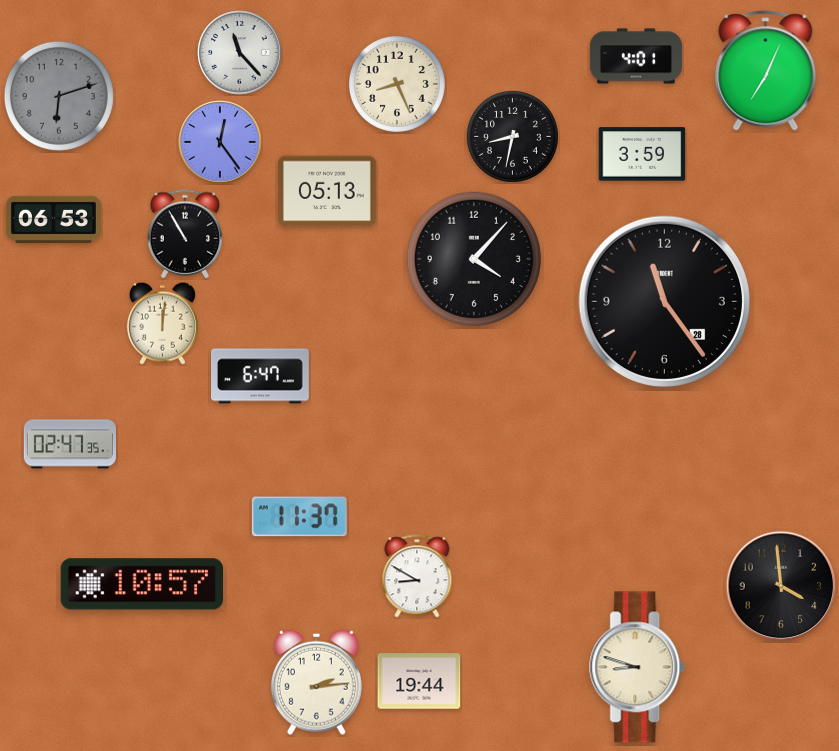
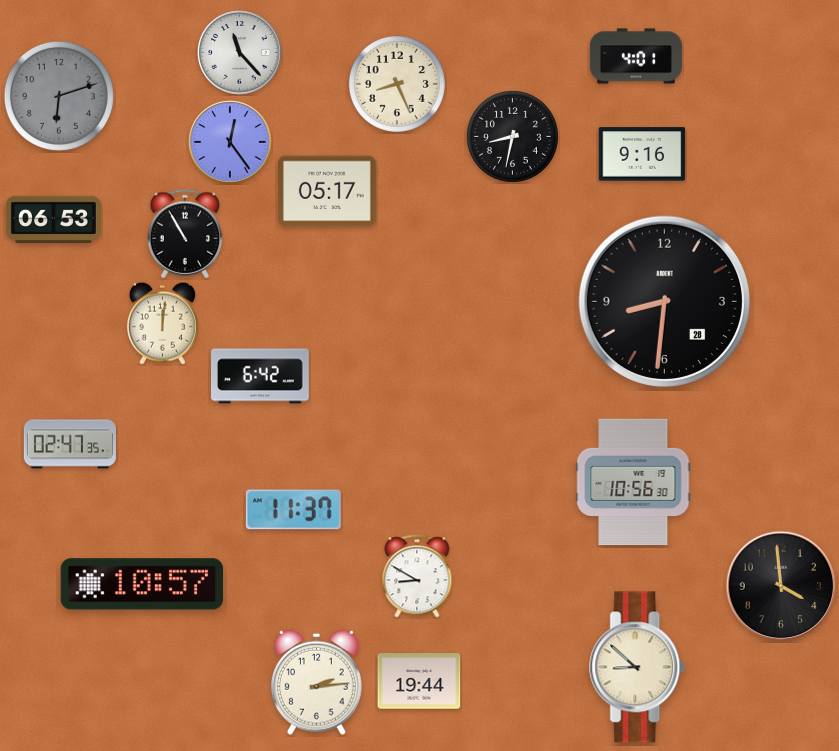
clock at (766, 71): 7:04 -> none
clock at (220, 142) position: (220, 142) -> (230, 142)
clock at (642, 154): 3:59 -> 9:16
clock at (327, 191): 05:13 -> 05:17
clock at (474, 259): 4:07 -> none
clock at (664, 301): 11:24 -> 8:31
clock at (261, 376): 6:47 -> 6:42
clock at (633, 482): none -> 10:56
clock at (299, 517) position: (299, 517) -> (293, 510)
clock at (638, 667): 8:48 -> 8:52
